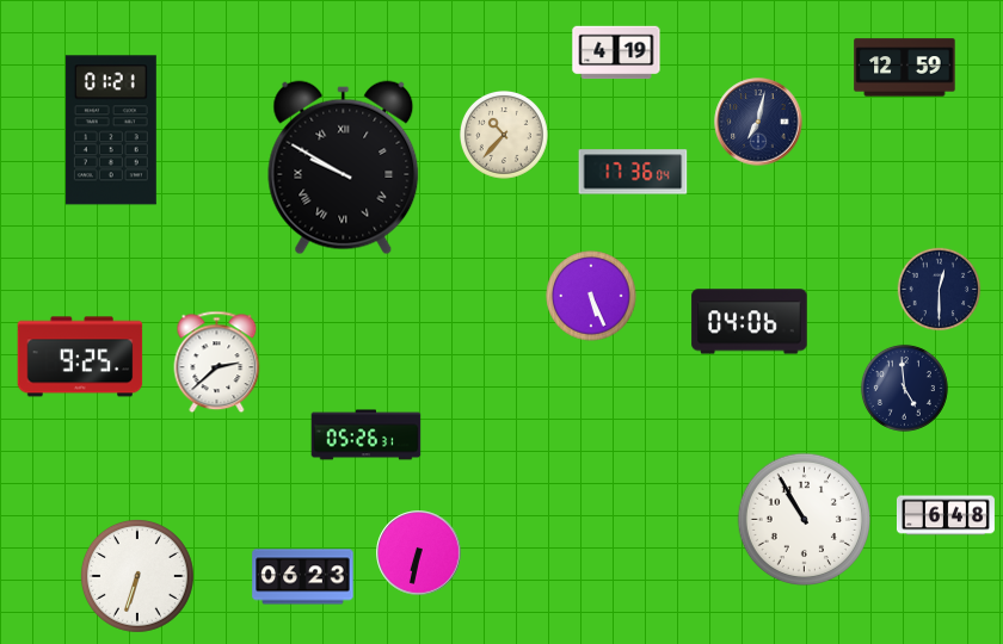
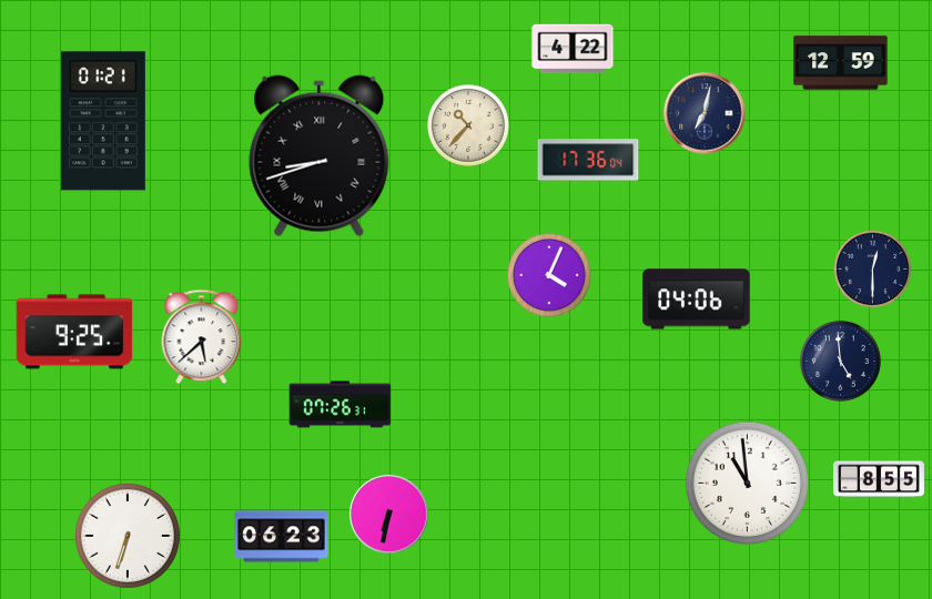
clock at (616, 52): 4:19 -> 4:22
clock at (344, 168): 9:50 -> 8:42
clock at (591, 296): 5:26 -> 4:04
clock at (217, 363): 2:38 -> 5:38
clock at (367, 435): 05:26 -> 07:26
clock at (946, 515): 6:48 -> 8:55
clock at (805, 520): 10:55 -> 10:59
